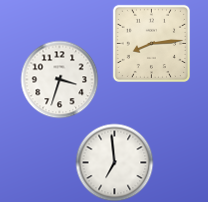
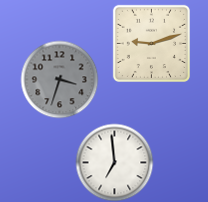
clock at (151, 43): 8:14 -> 9:12
clock at (59, 79) dial: white -> grey
